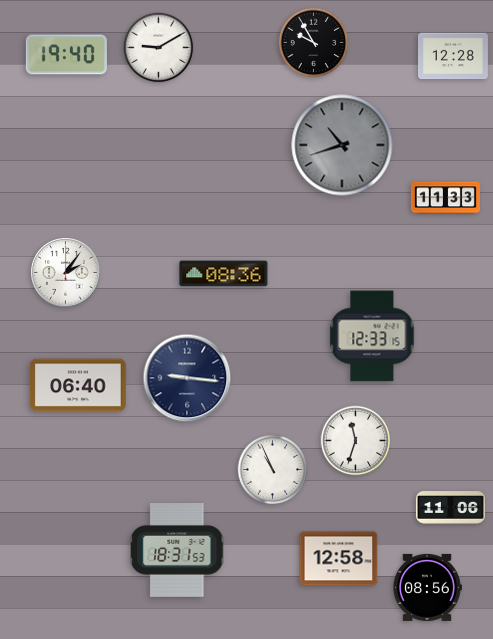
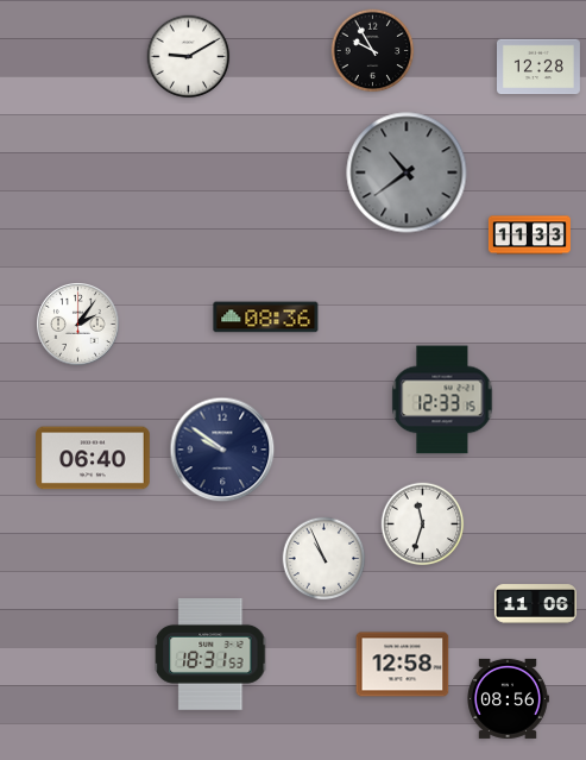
clock at (66, 55): 19:40 -> none
clock at (342, 145): 10:42 -> 10:39
clock at (224, 274) position: (224, 274) -> (266, 318)
clock at (187, 378): 9:16 -> 9:51
